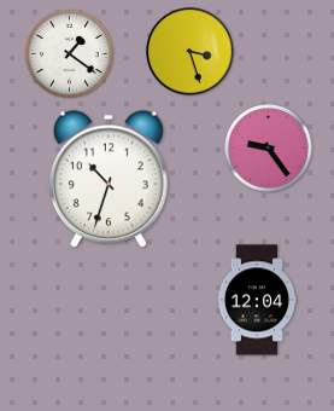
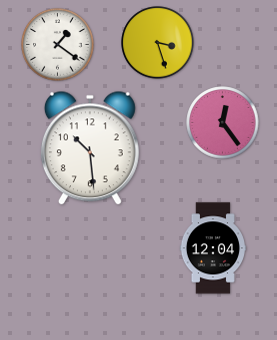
clock at (269, 149): 9:24 -> 12:24
clock at (109, 179): 10:33 -> 10:29
